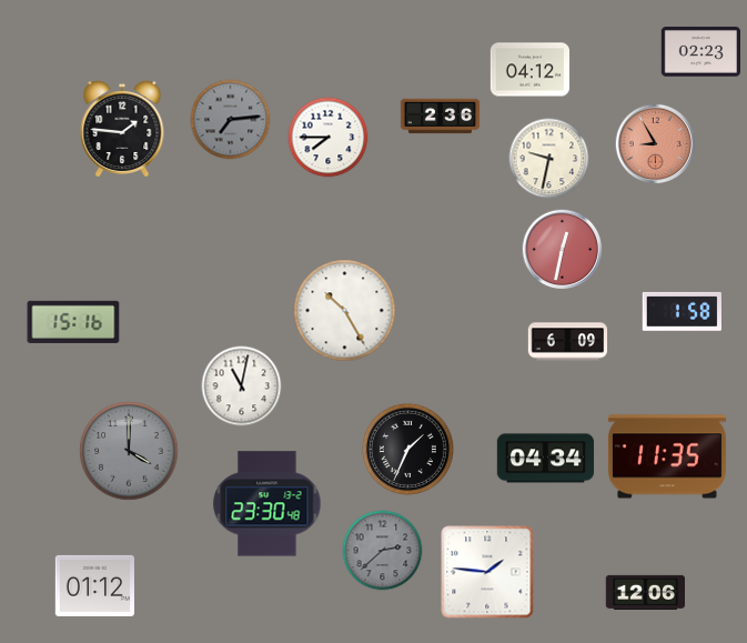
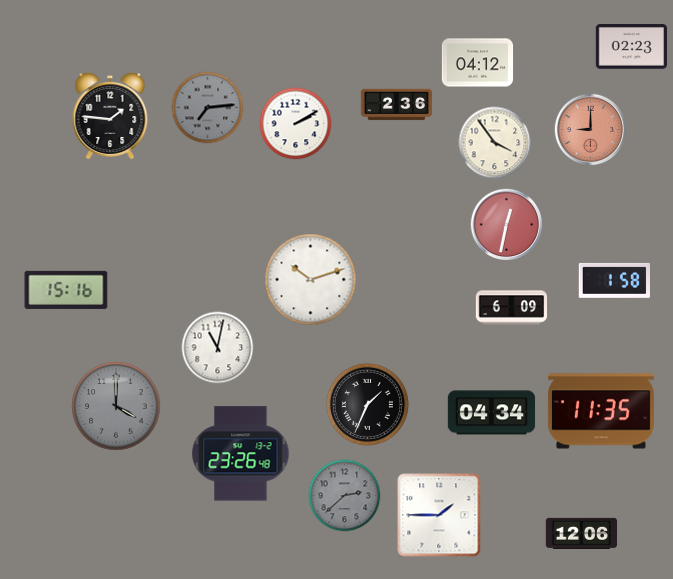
clock at (329, 138): 7:45 -> 2:10
clock at (656, 144): 8:55 -> 9:00
clock at (549, 159): 9:32 -> 3:54
clock at (345, 311): 10:25 -> 10:12
clock at (267, 504): 23:30 -> 23:26
clock at (487, 572): 1:46 -> 1:45
clock at (94, 585): 01:12 -> none
